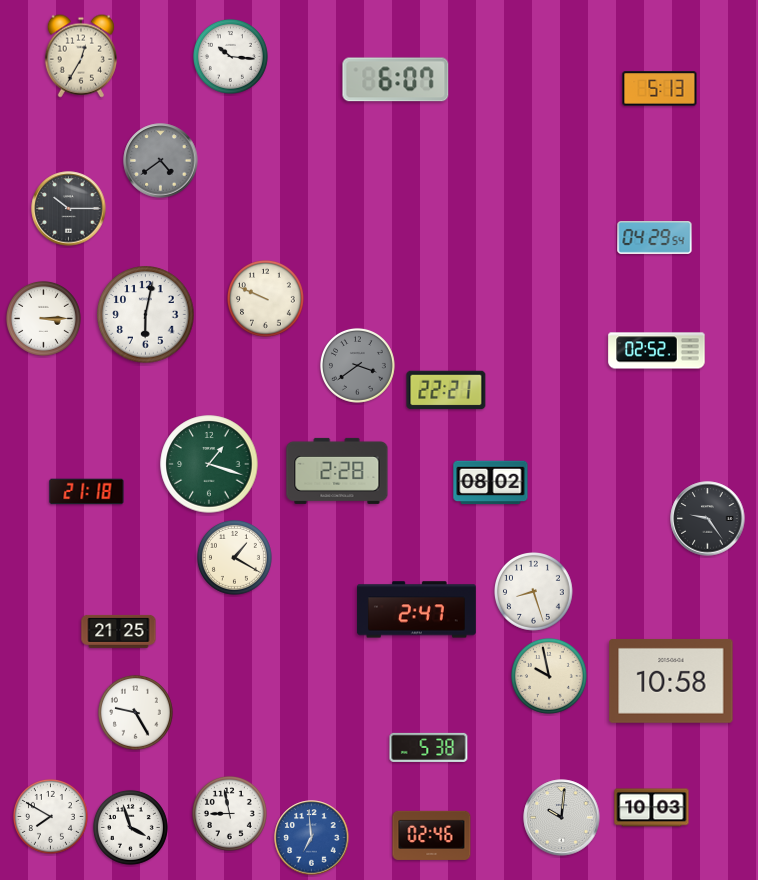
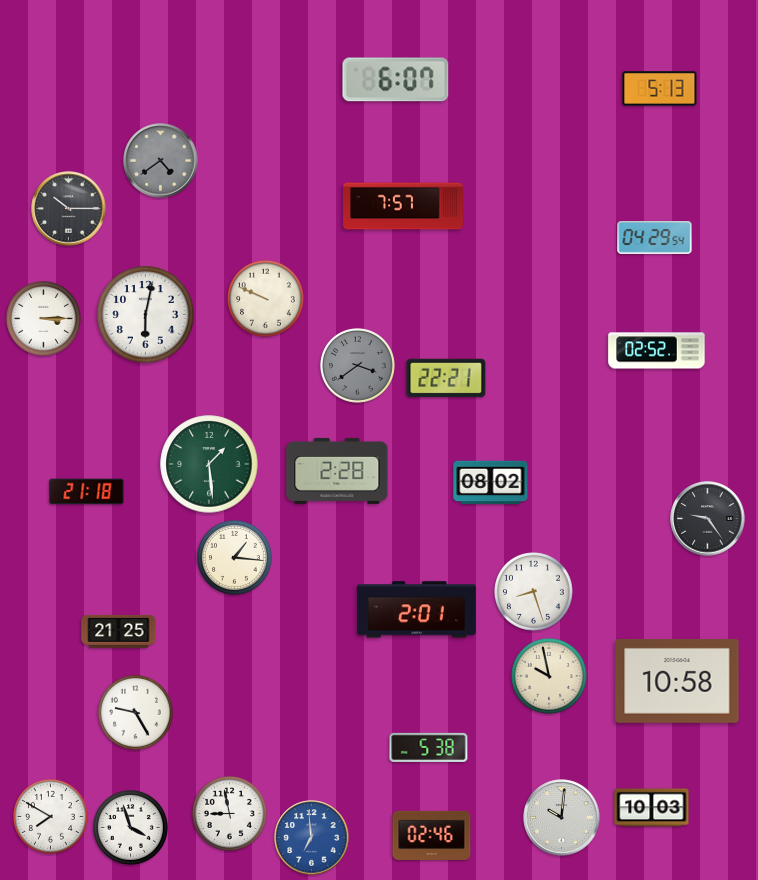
clock at (81, 56): 12:35 -> none
clock at (230, 56): 10:16 -> none
clock at (403, 206): none -> 7:57
clock at (446, 390) position: (446, 390) -> (446, 378)
clock at (209, 464): 1:18 -> 1:29
clock at (234, 557): 1:20 -> 1:16
clock at (416, 610): 2:47 -> 2:01
clock at (671, 681) position: (671, 681) -> (677, 681)
